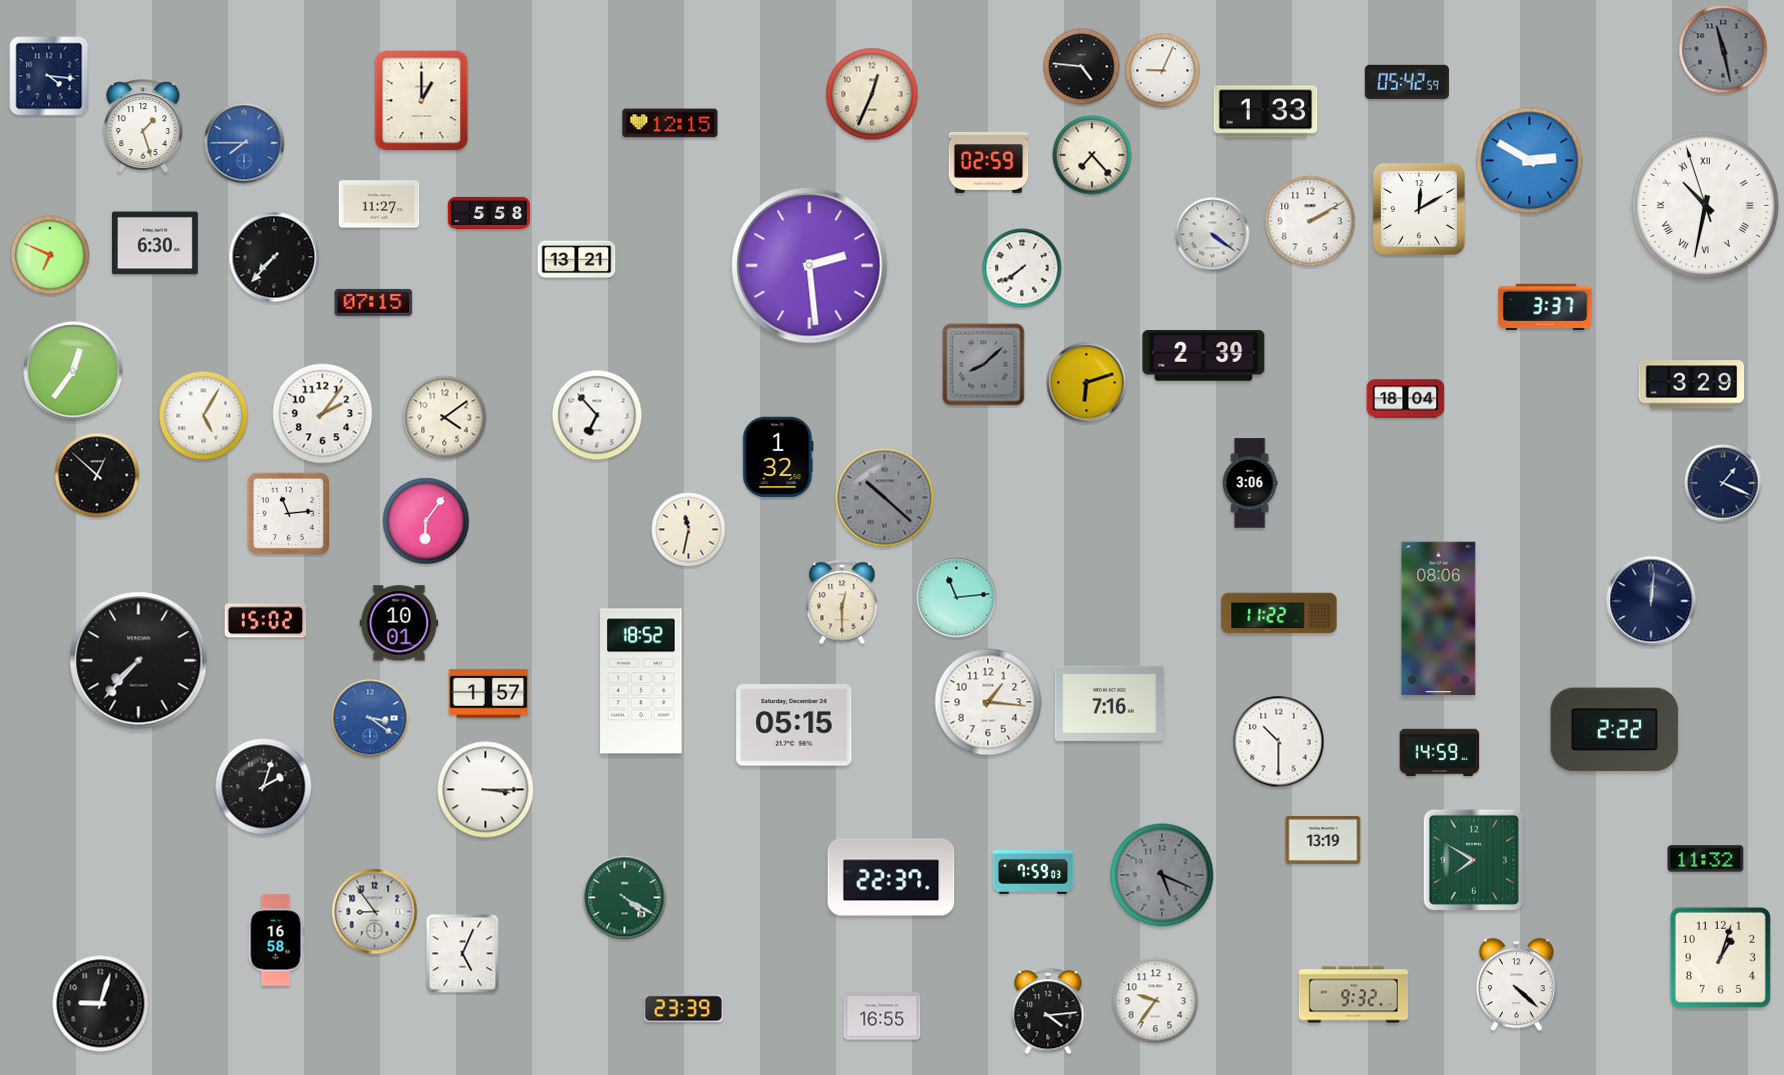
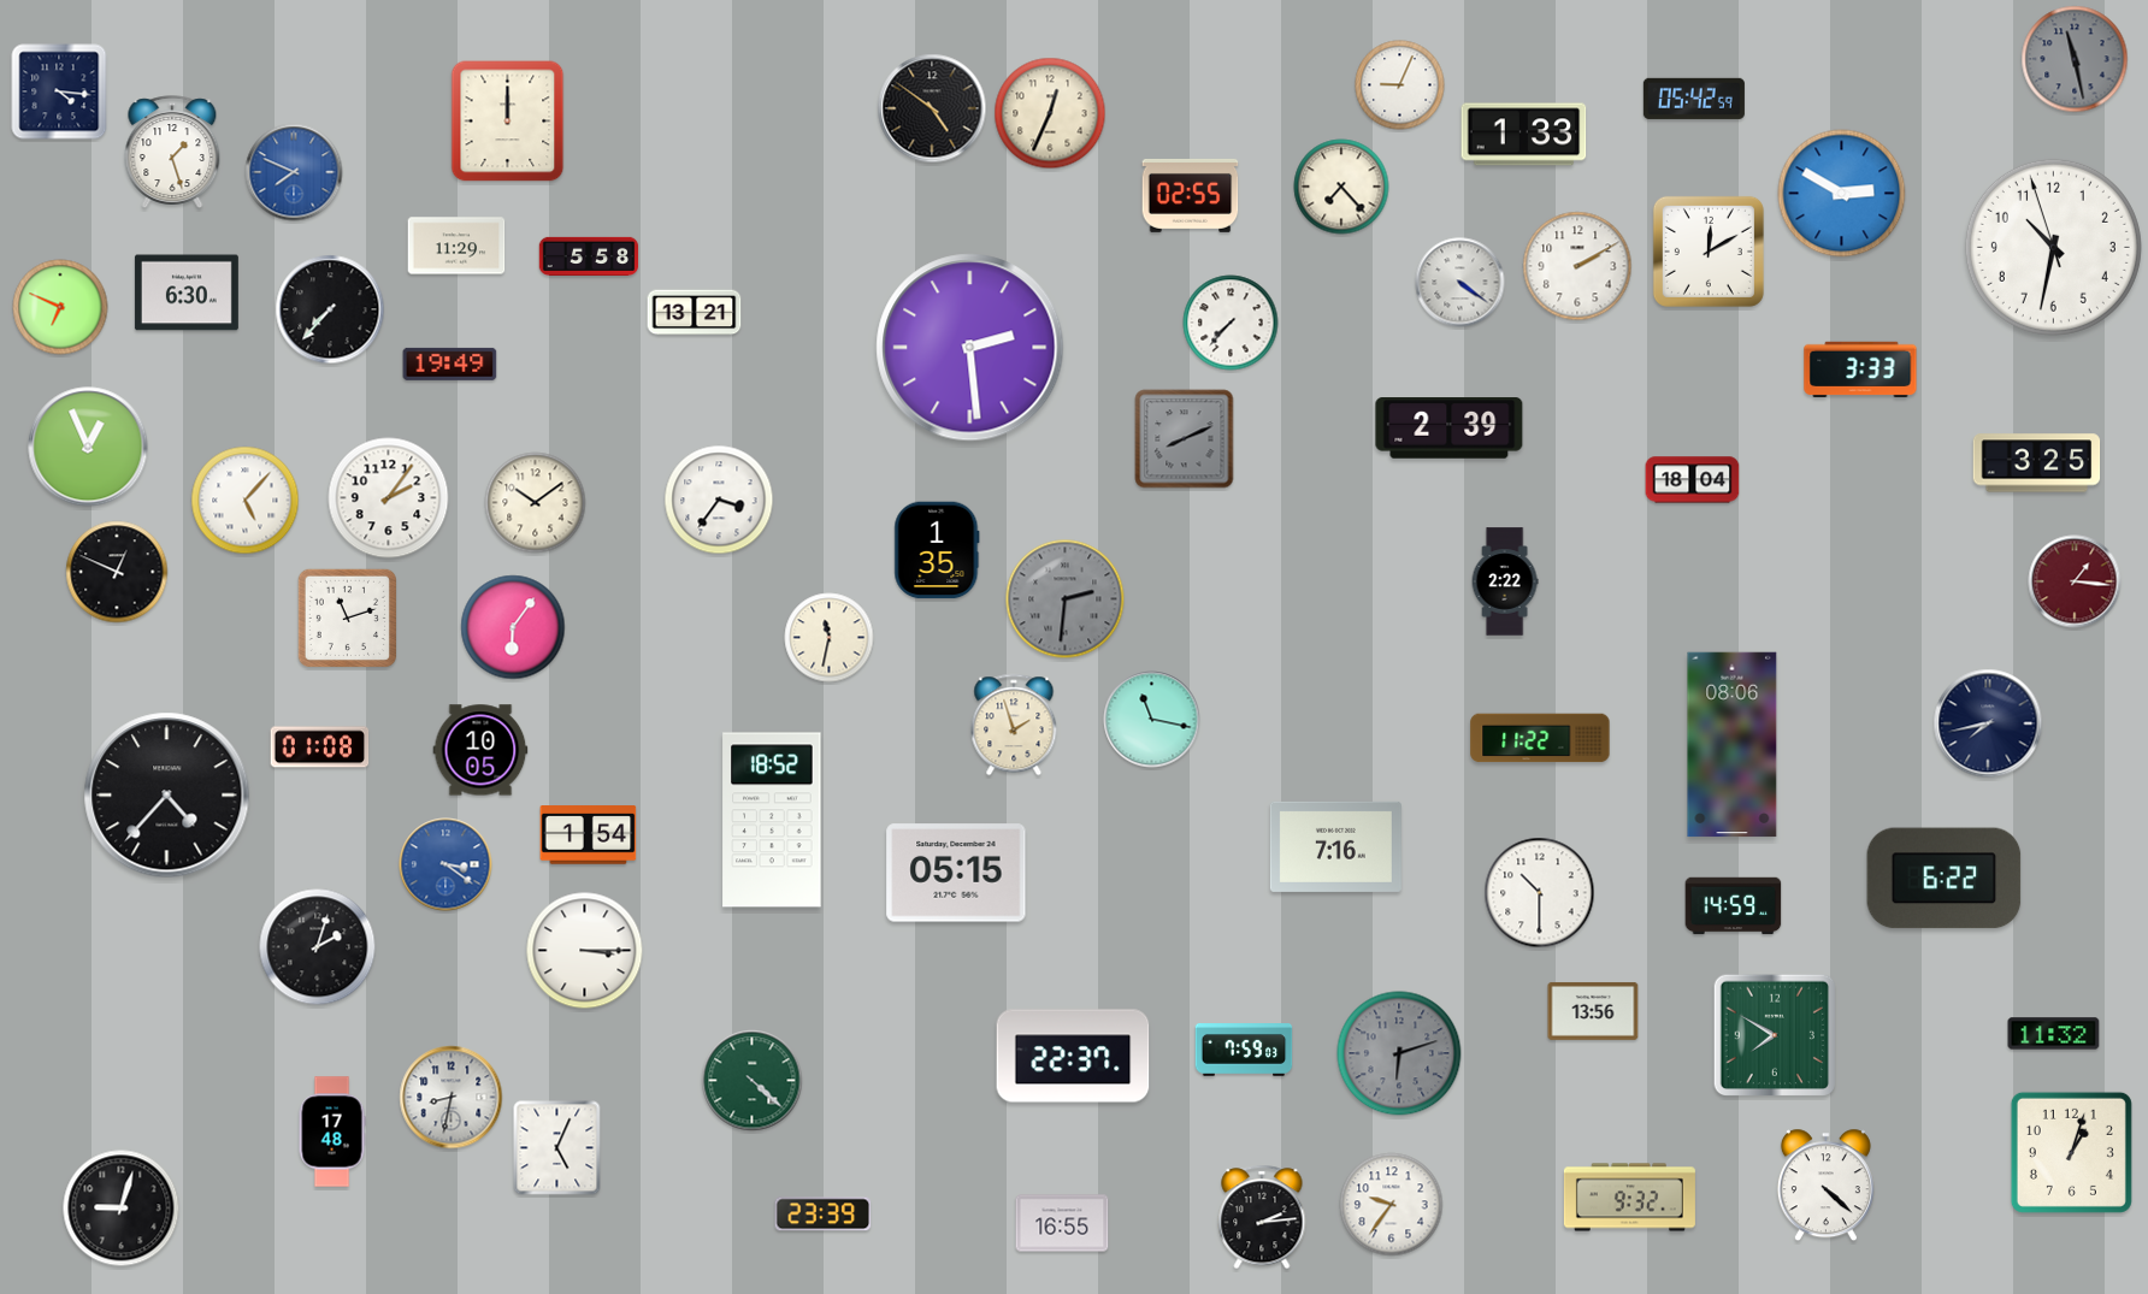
clock at (1082, 67): 4:46 -> none
clock at (932, 108): none -> 4:51
clock at (422, 101): 1:00 -> 12:00
clock at (670, 123): 12:15 -> none
clock at (244, 143): 7:45 -> 7:49
clock at (1092, 155) position: (1092, 155) -> (1341, 187)
clock at (989, 162): 02:59 -> 02:55
clock at (379, 204): 11:27 -> 11:29
clock at (1705, 205) numerals: Roman -> Arabic
clock at (810, 266) position: (810, 266) -> (970, 348)
clock at (1022, 268): 7:39 -> 7:37
clock at (374, 302): 07:15 -> 19:49
clock at (1545, 306): 3:37 -> 3:33
clock at (984, 365): 8:08 -> 8:11
clock at (73, 371): 12:36 -> 12:56
clock at (1087, 383): 6:12 -> none
clock at (1692, 385): 3:29 -> 3:25
clock at (597, 415): 6:53 -> 3:36
clock at (204, 416): 5:05 -> 5:07
clock at (445, 418): 4:09 -> 10:09
clock at (778, 457): 1:32 -> 1:35
clock at (97, 475): 12:52 -> 12:49
clock at (1250, 483): 3:06 -> 2:22
clock at (1723, 483): 1:19 -> 1:16
clock at (1723, 483) dial: navy -> burgundy
clock at (885, 498): 10:22 -> 2:31
clock at (288, 513): 11:14 -> 11:12
clock at (957, 598): 11:14 -> 11:17
clock at (1651, 601): 12:01 -> 7:43
clock at (842, 602): 12:30 -> 1:57
clock at (266, 621): 15:02 -> 01:08
clock at (399, 623): 10:01 -> 10:05
clock at (139, 661): 7:37 -> 4:37
clock at (489, 694): 1:57 -> 1:54
clock at (988, 702): 1:16 -> none
clock at (1615, 730): 2:22 -> 6:22
clock at (1323, 840): 13:19 -> 13:56
clock at (1162, 875): 5:19 -> 6:12
clock at (625, 898): 4:20 -> 4:22
clock at (375, 912): 8:54 -> 8:32
clock at (276, 940): 16:58 -> 17:48
clock at (1048, 1011): 4:14 -> 2:14
